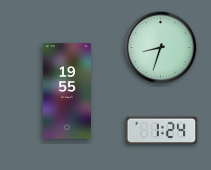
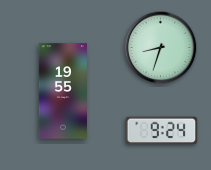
clock at (67, 91) position: (67, 91) -> (63, 91)
clock at (162, 131): 1:24 -> 9:24
